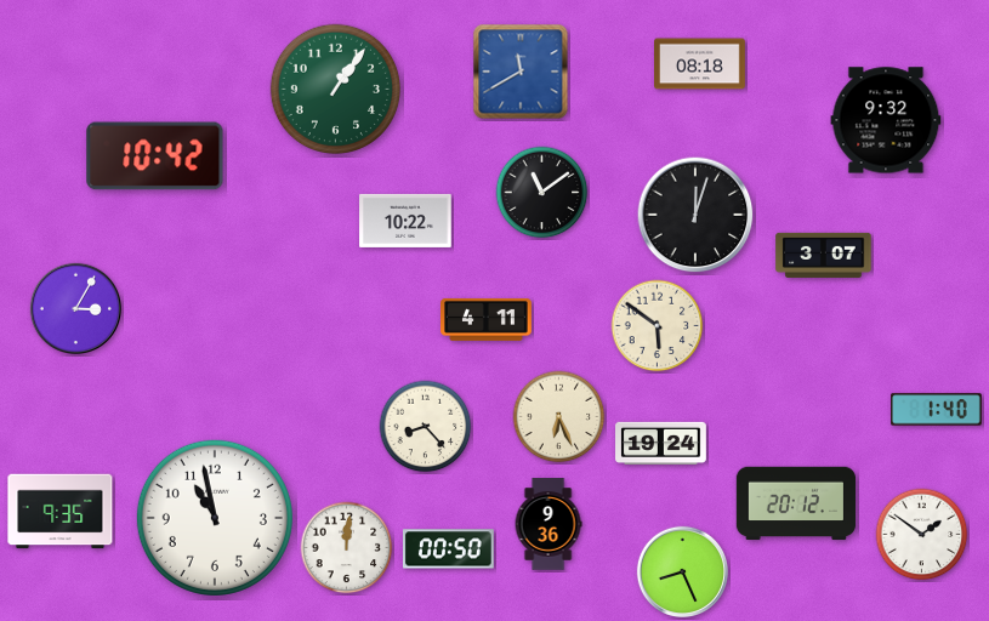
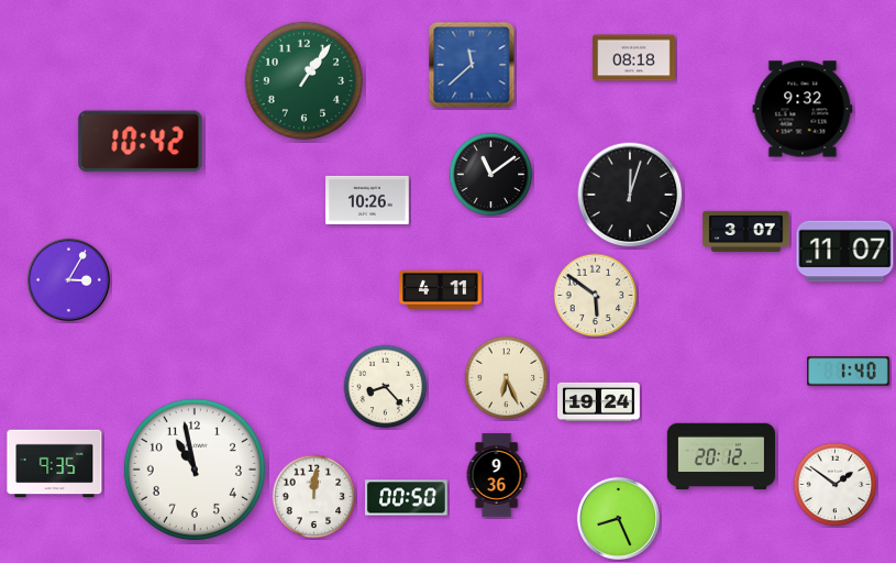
clock at (521, 72): 11:40 -> 11:38
clock at (405, 221): 10:22 -> 10:26
clock at (845, 252): none -> 11:07
